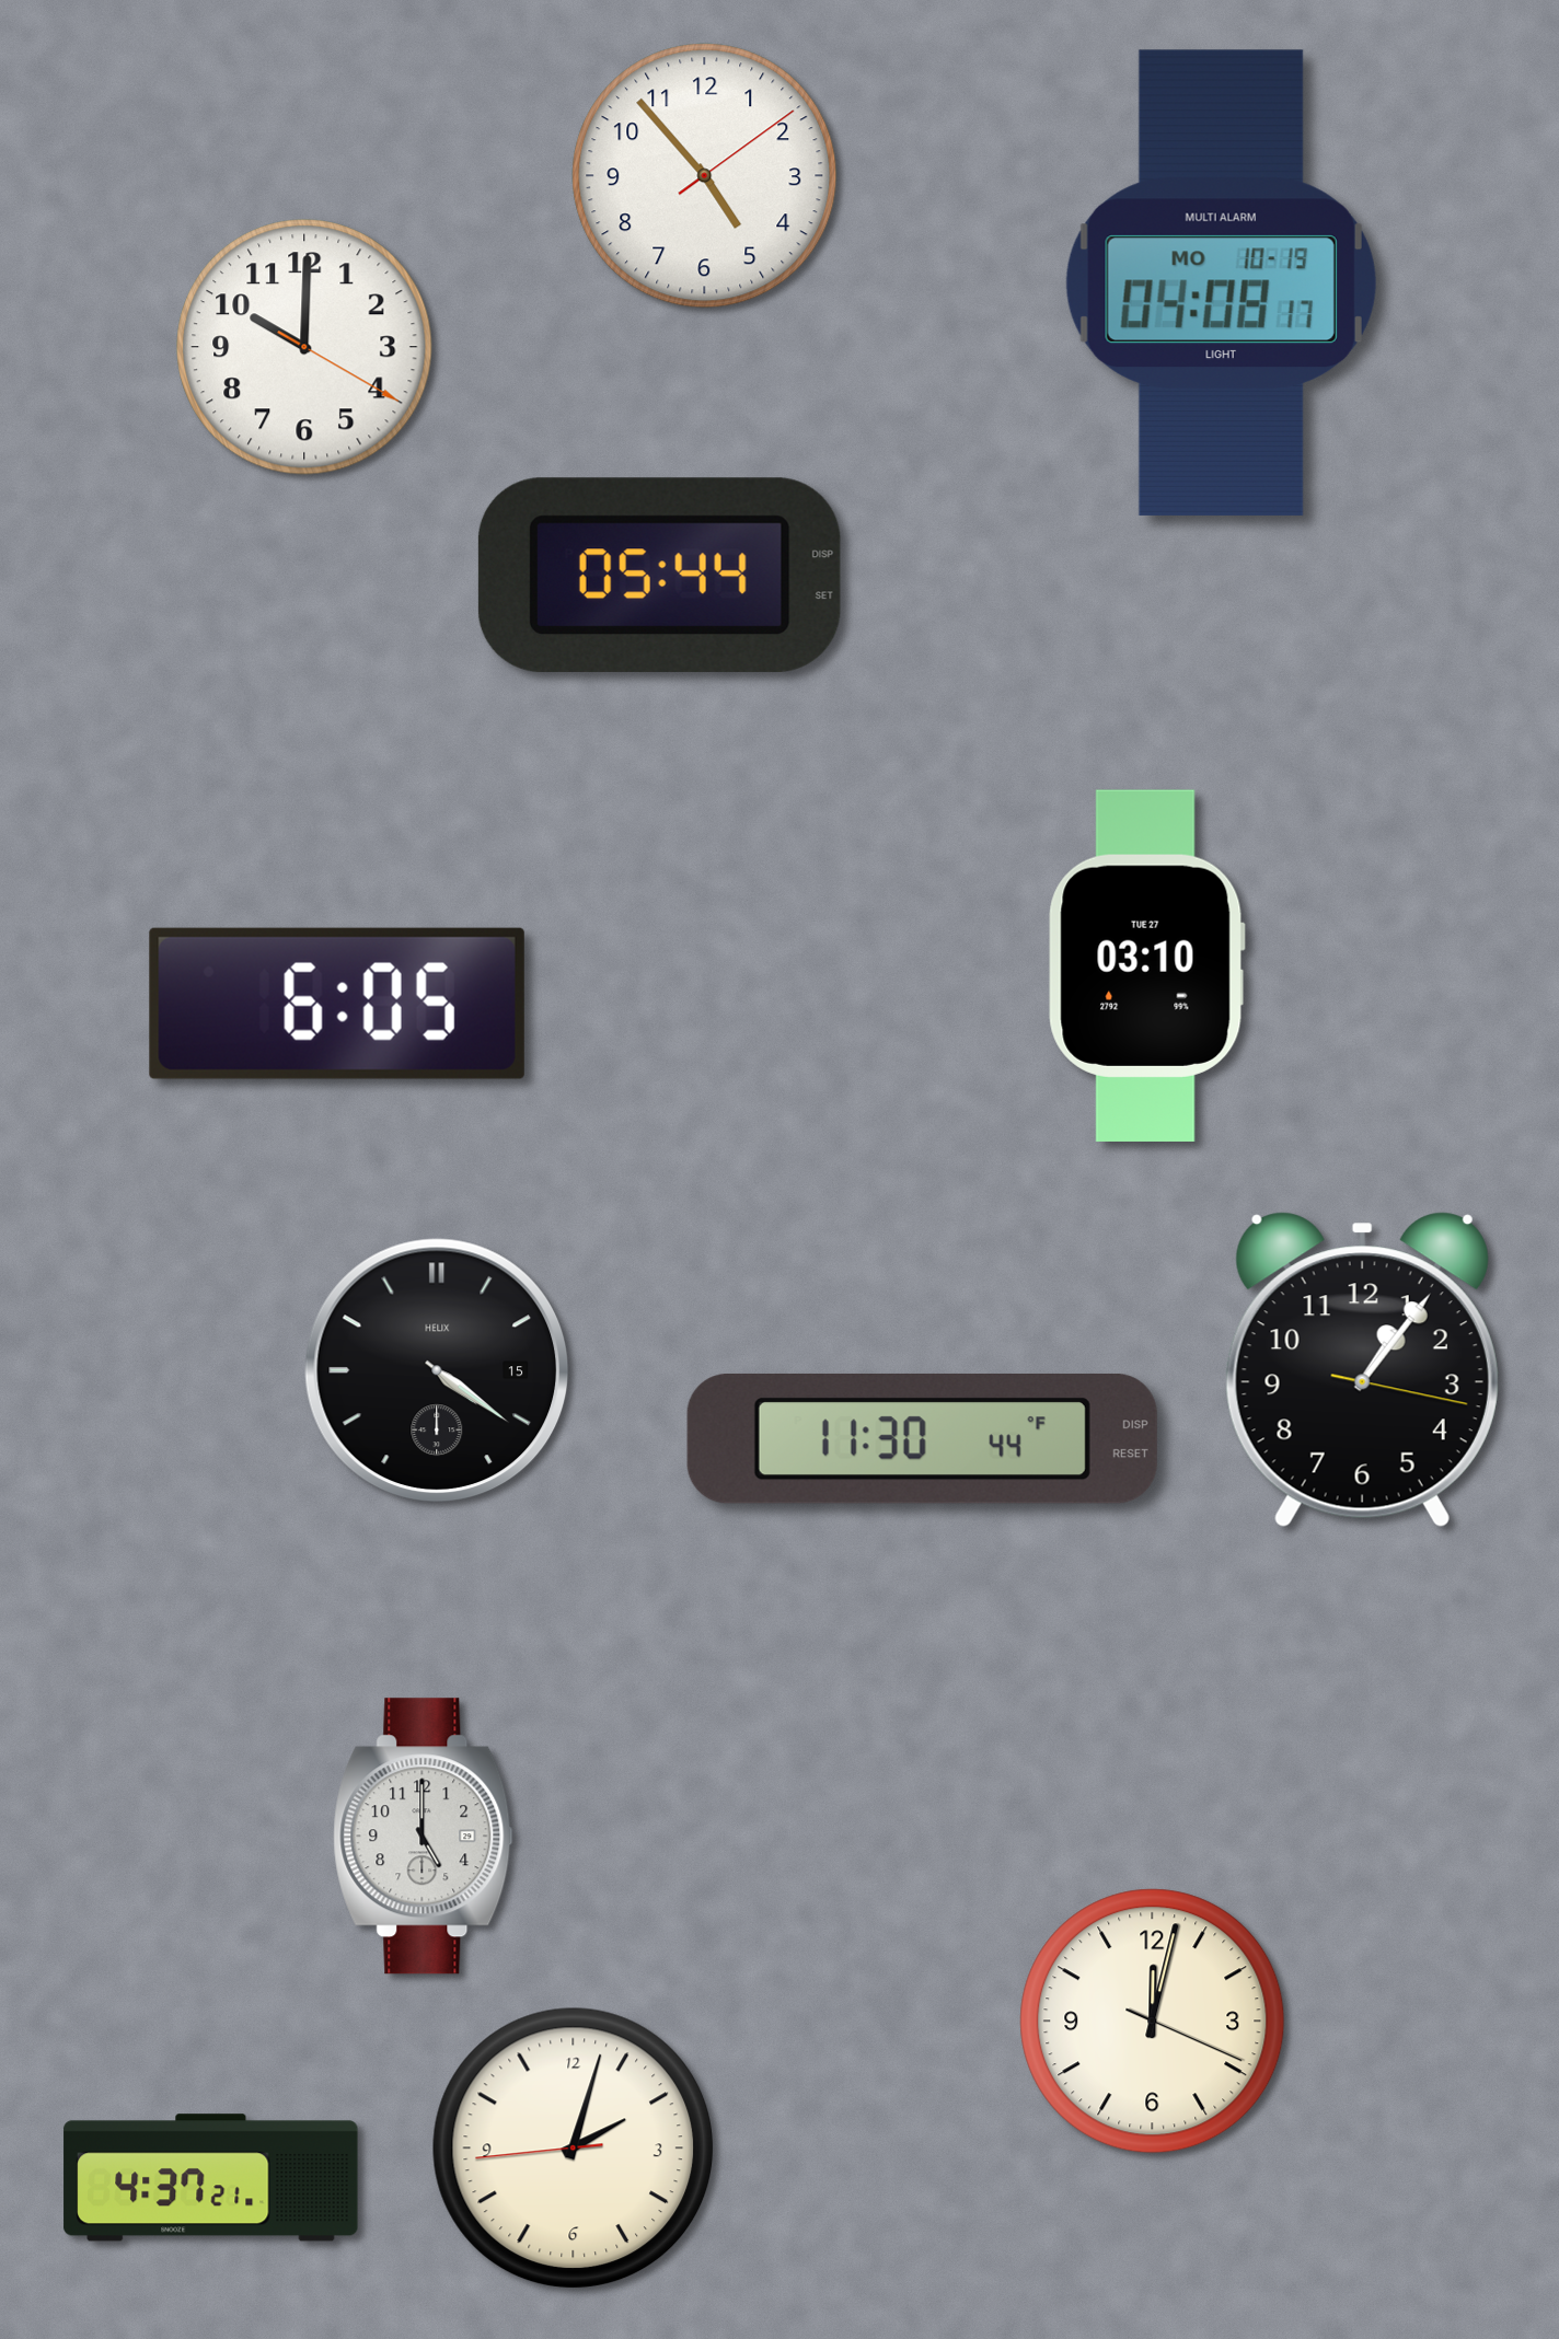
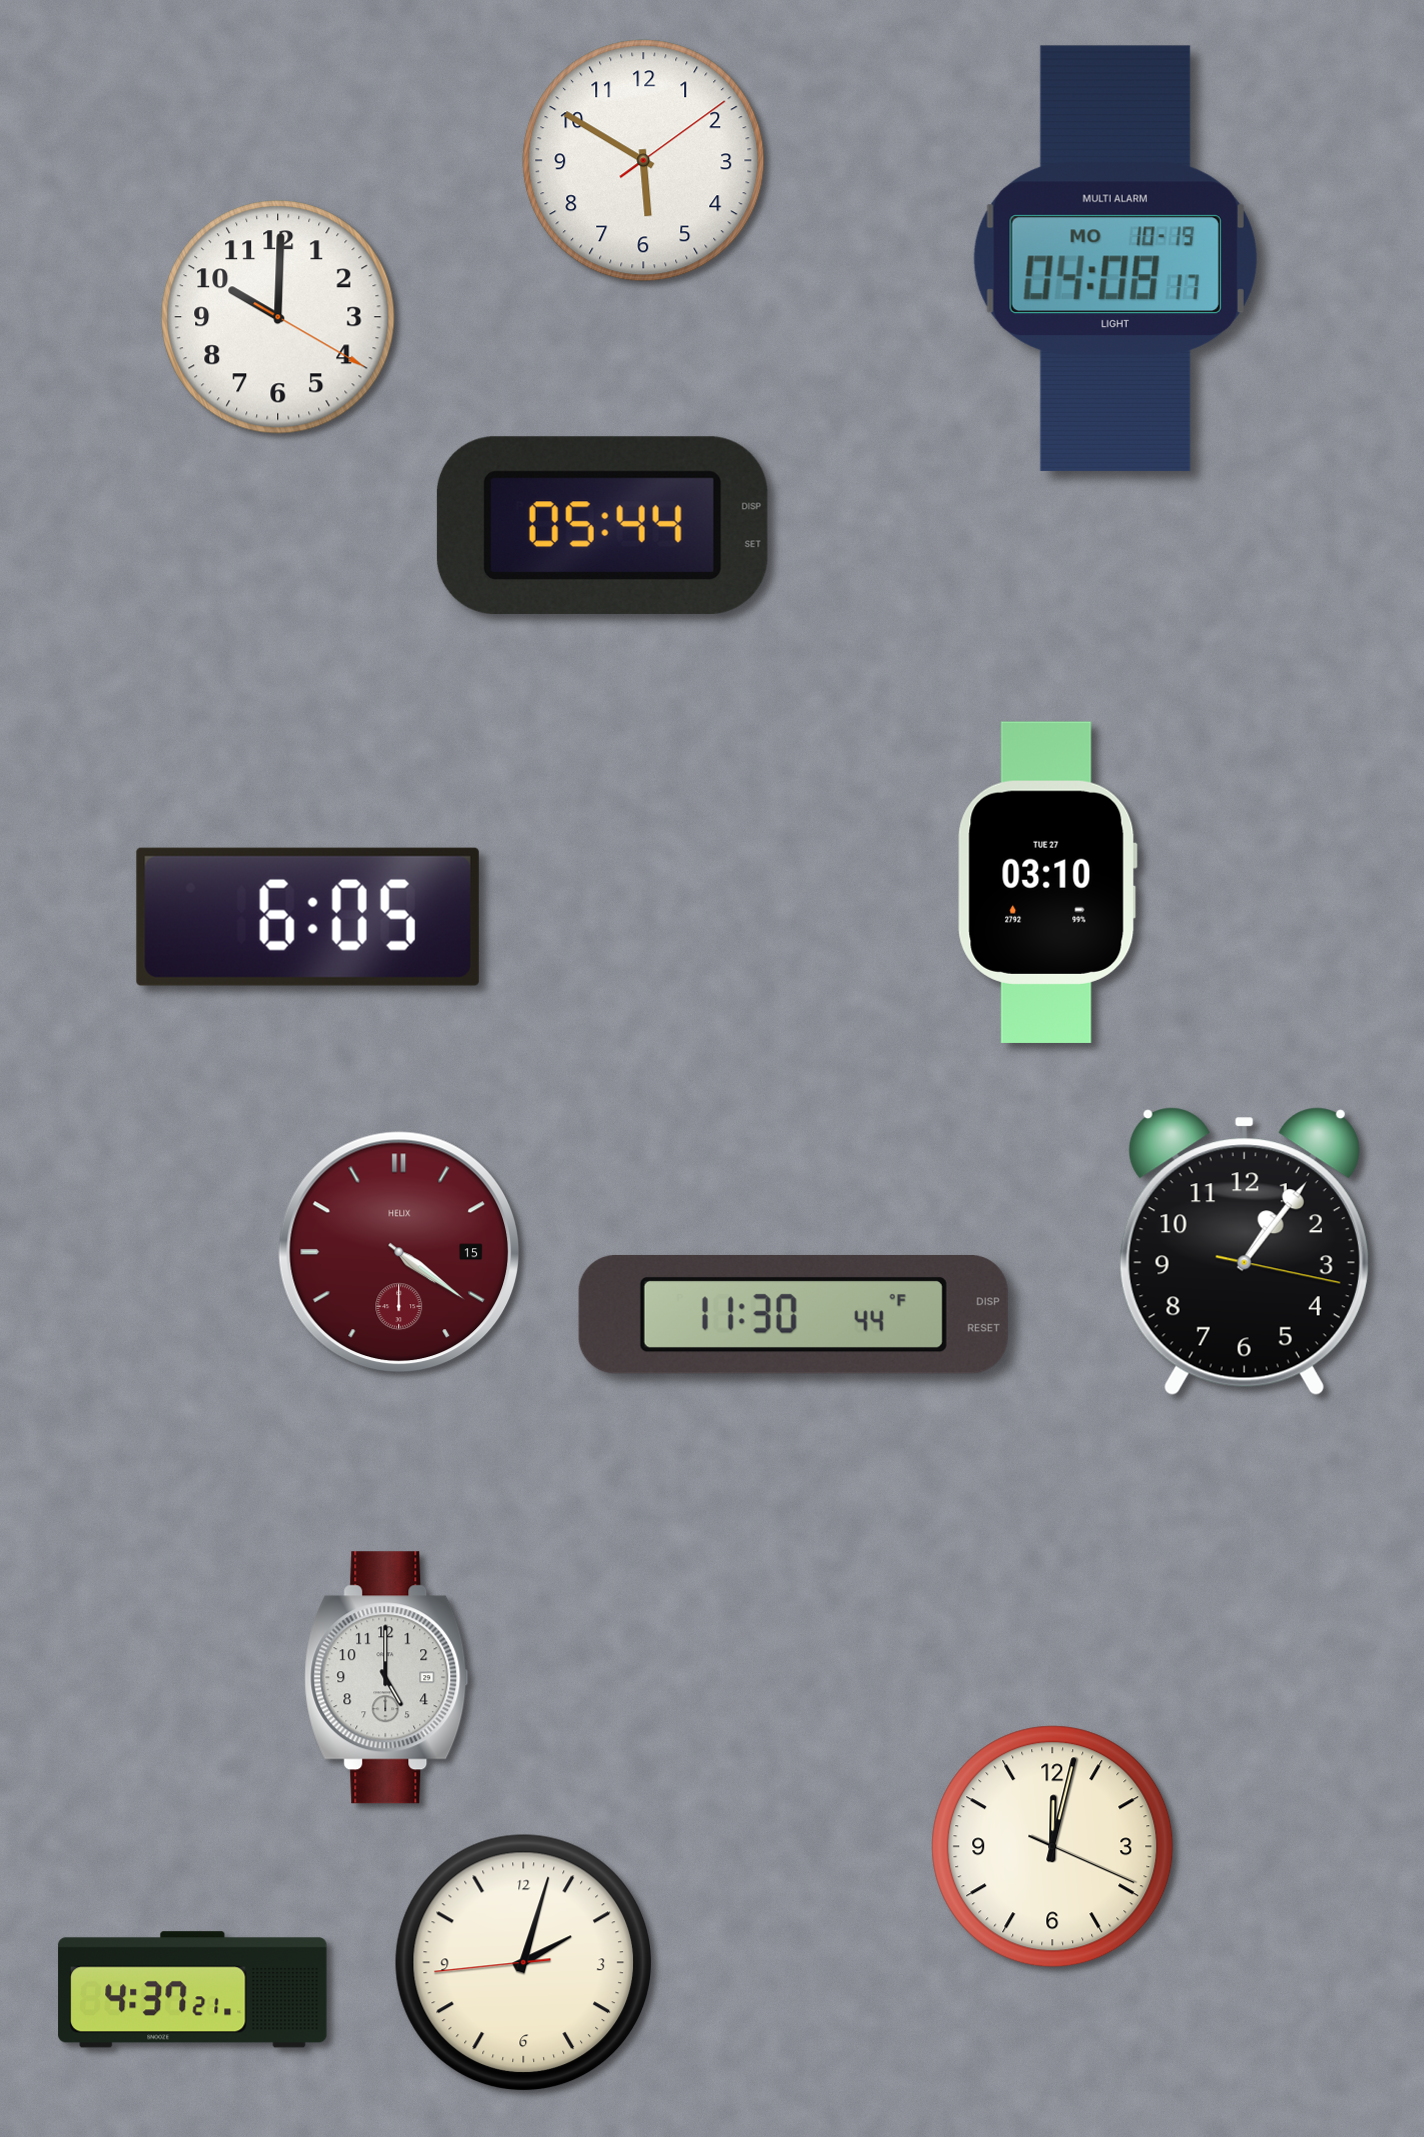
clock at (705, 176): 4:53 -> 5:50
clock at (436, 1369) dial: black -> burgundy
clock at (922, 1438) position: (922, 1438) -> (793, 1314)
